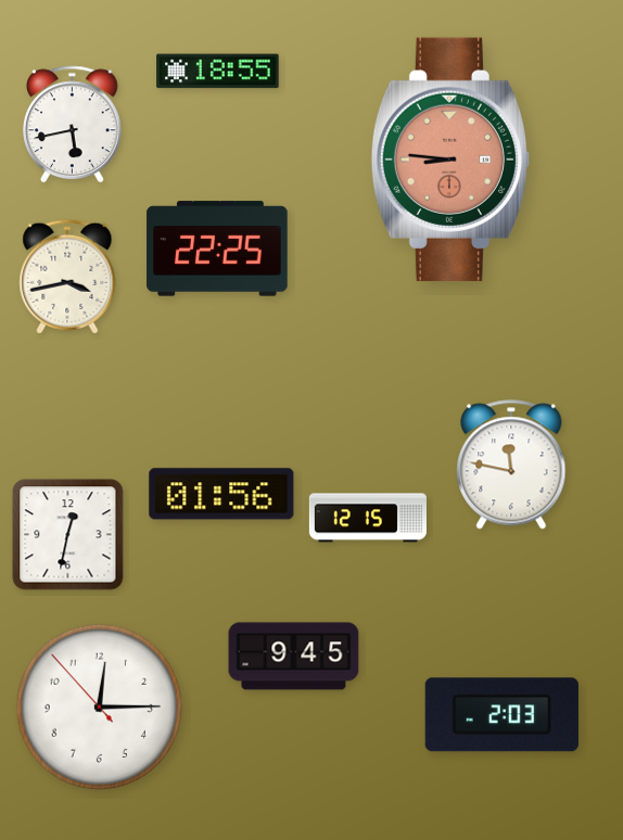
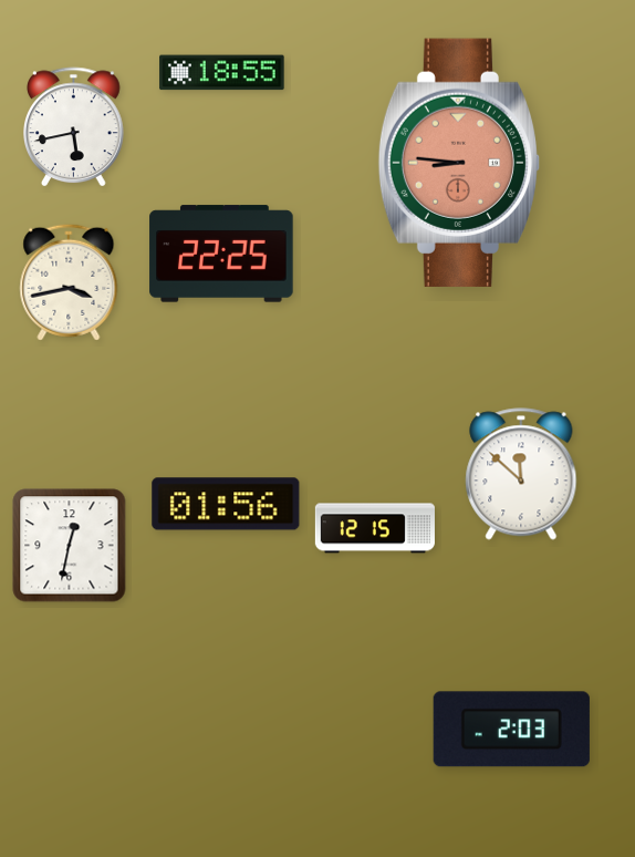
clock at (511, 464): 11:47 -> 11:52
clock at (294, 657): 9:45 -> none
clock at (100, 708): 12:14 -> none
